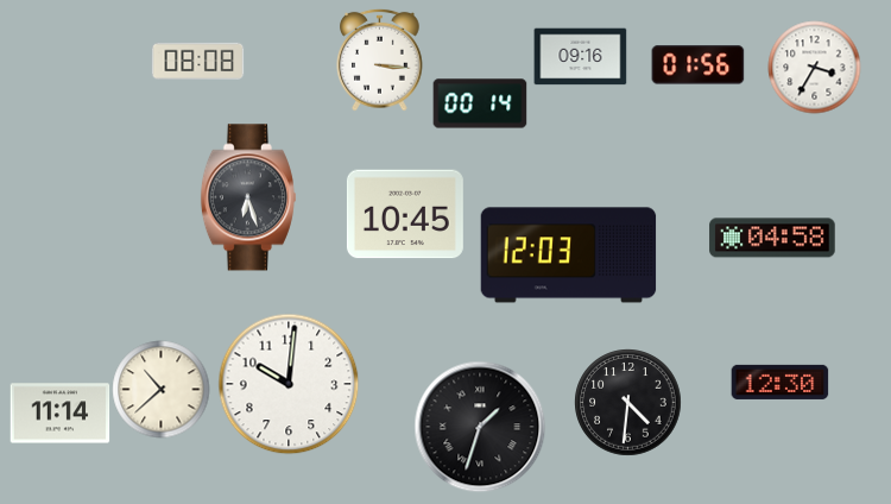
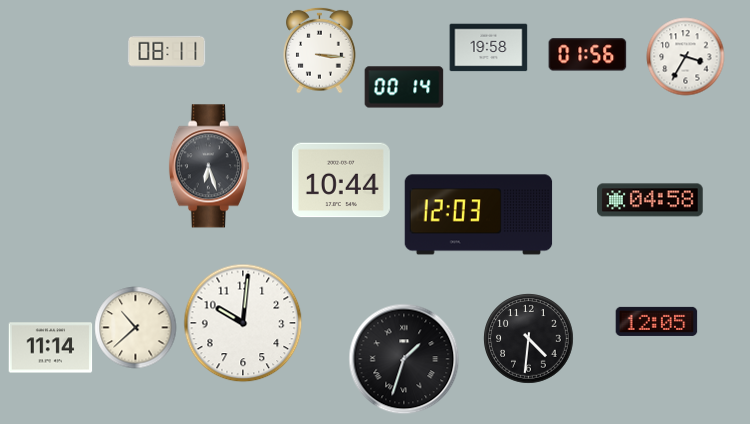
clock at (580, 57): 09:16 -> 19:58
clock at (197, 62): 08:08 -> 08:11
clock at (405, 214): 10:45 -> 10:44
clock at (779, 382): 12:30 -> 12:05
